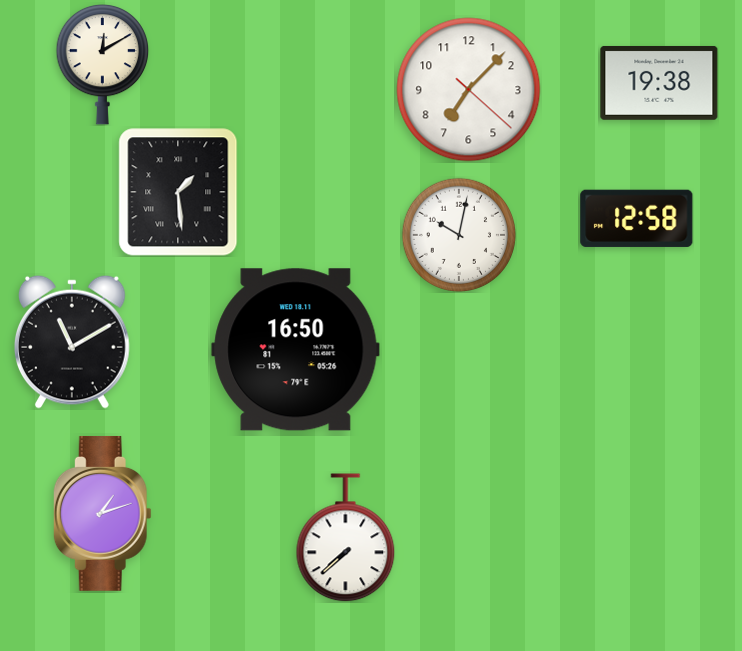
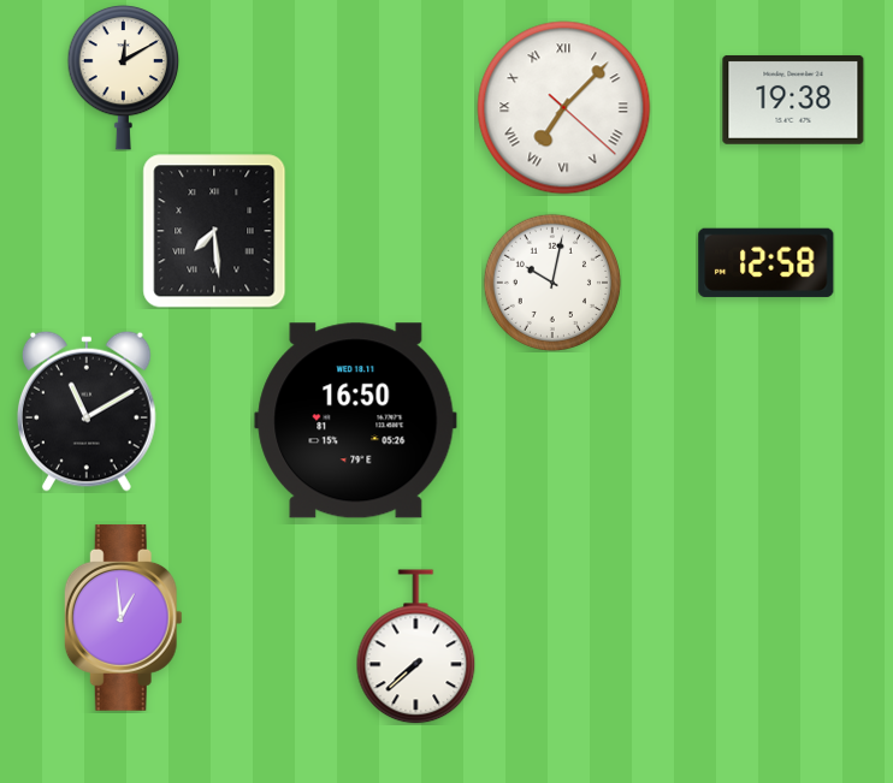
clock at (469, 90) numerals: Arabic -> Roman
clock at (178, 192): 1:29 -> 7:29
clock at (102, 513): 1:12 -> 12:59
